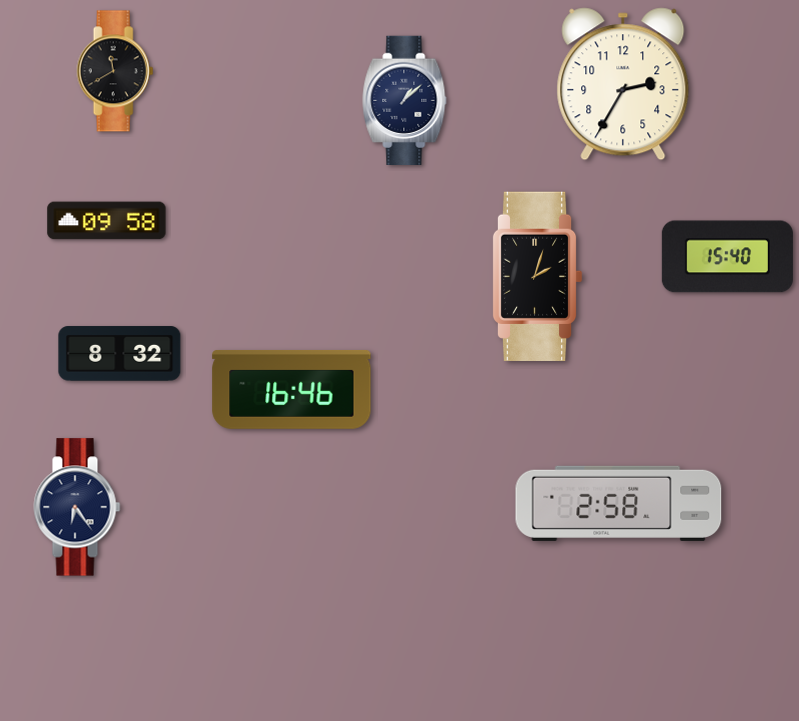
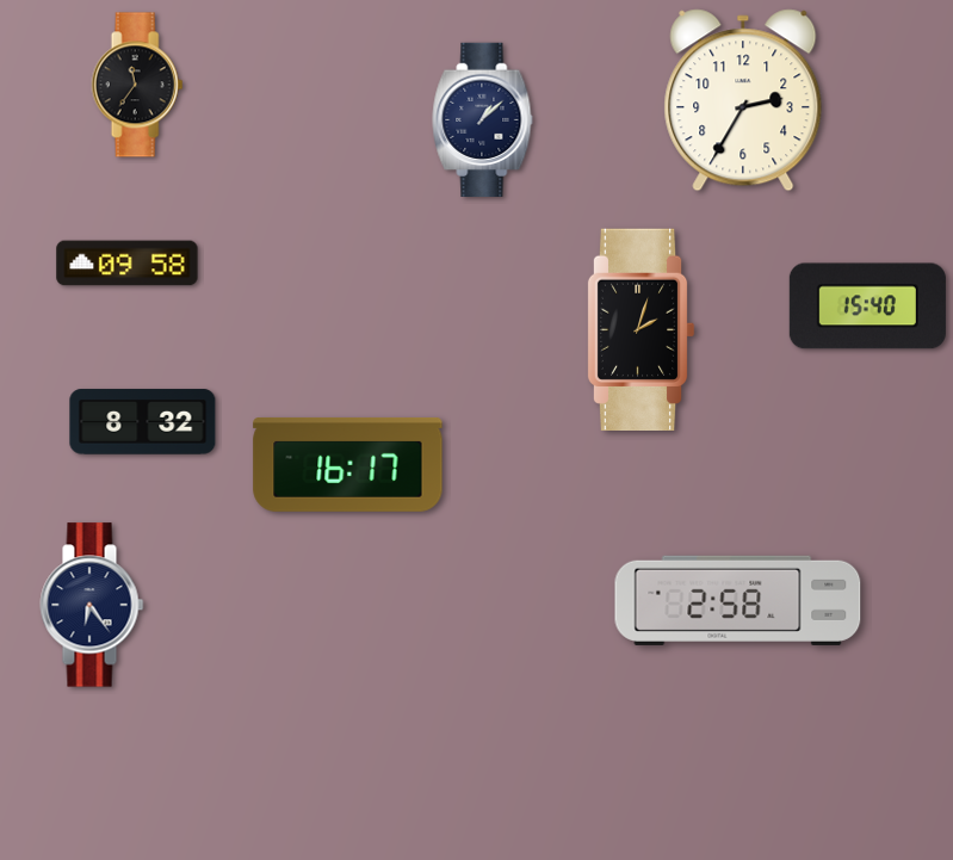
clock at (115, 71): 11:40 -> 11:36
clock at (292, 389): 16:46 -> 16:17
